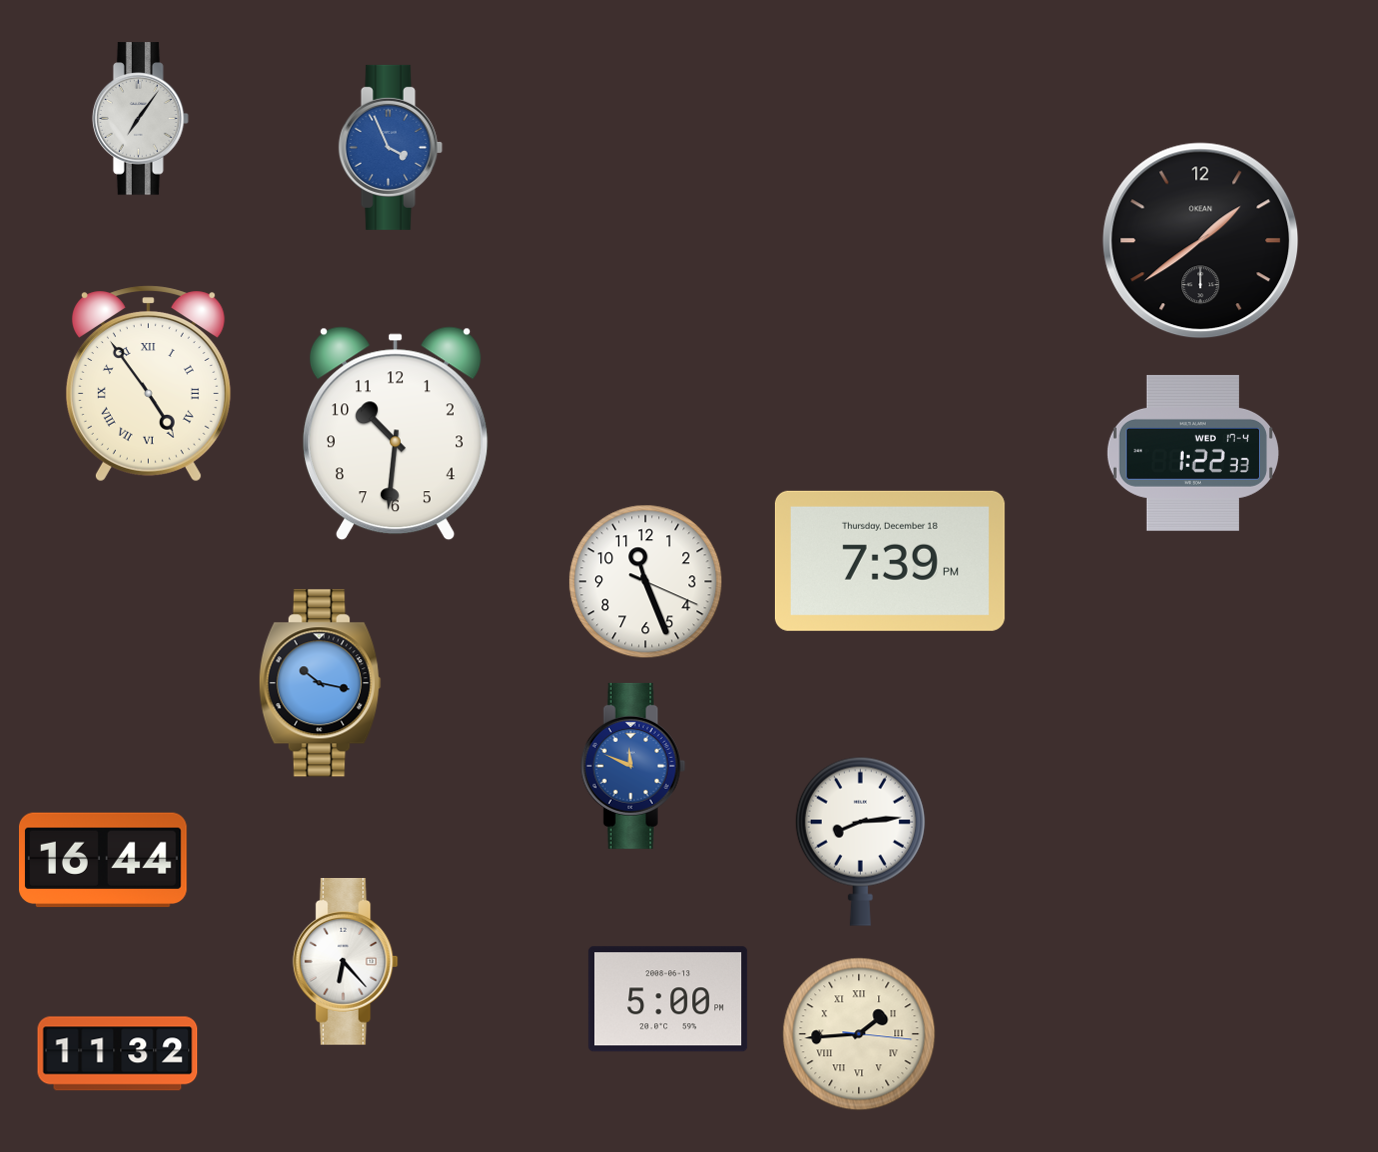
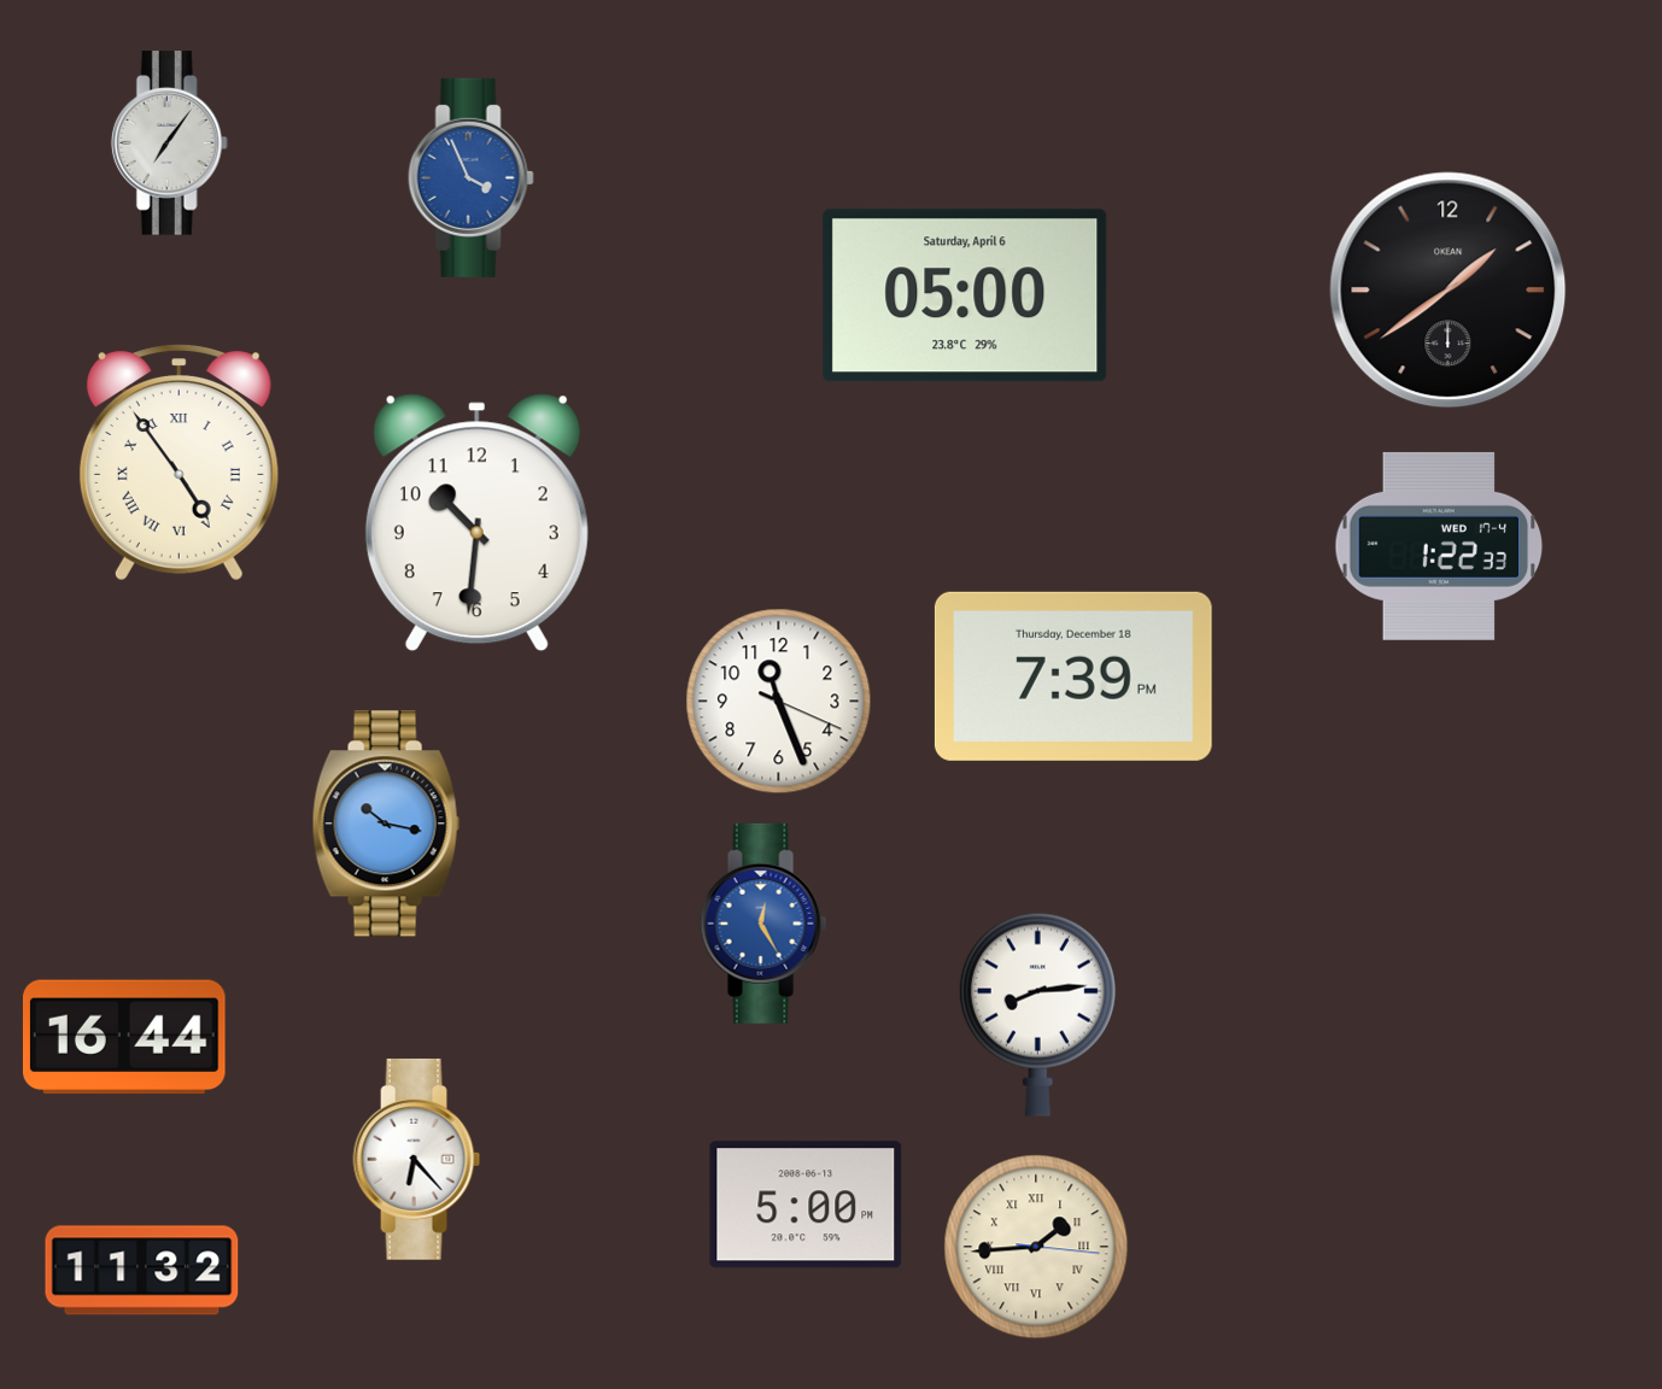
clock at (965, 295): none -> 05:00
clock at (633, 766): 11:49 -> 12:25
